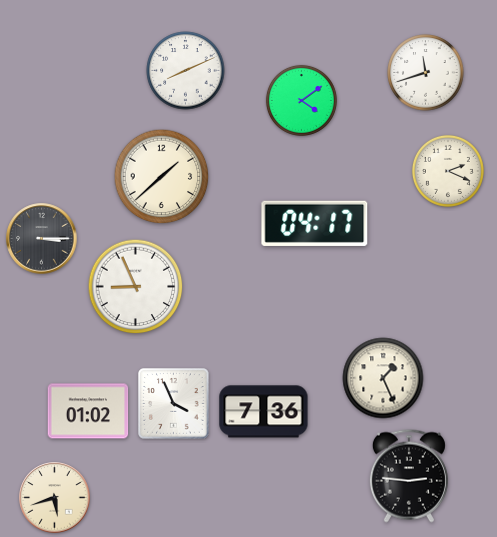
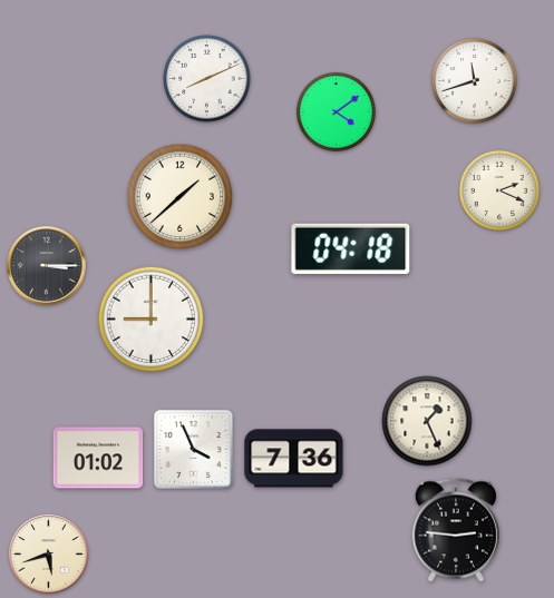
clock at (315, 223): 04:17 -> 04:18
clock at (136, 287): 8:56 -> 9:00
clock at (55, 498) position: (55, 498) -> (49, 555)
